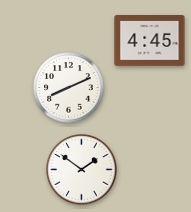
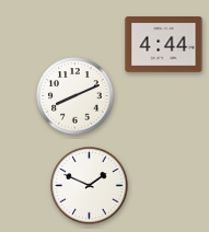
clock at (150, 41): 4:45 -> 4:44
clock at (82, 170): 1:51 -> 1:49
